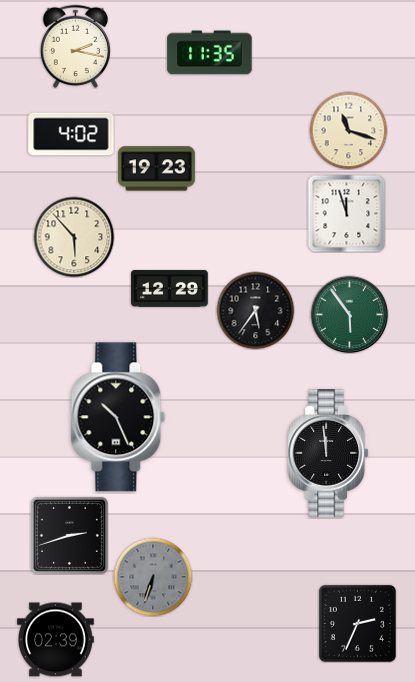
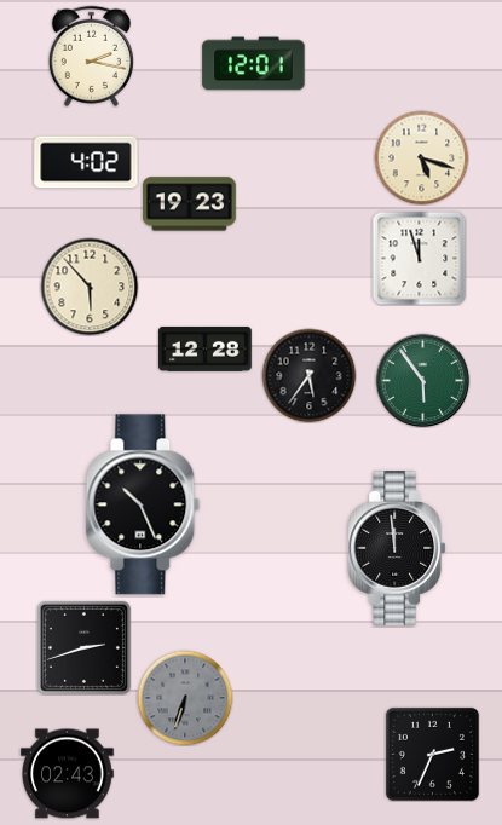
clock at (210, 53): 11:35 -> 12:01
clock at (348, 130): 11:18 -> 5:18
clock at (170, 288): 12:29 -> 12:28
clock at (56, 640): 02:39 -> 02:43
